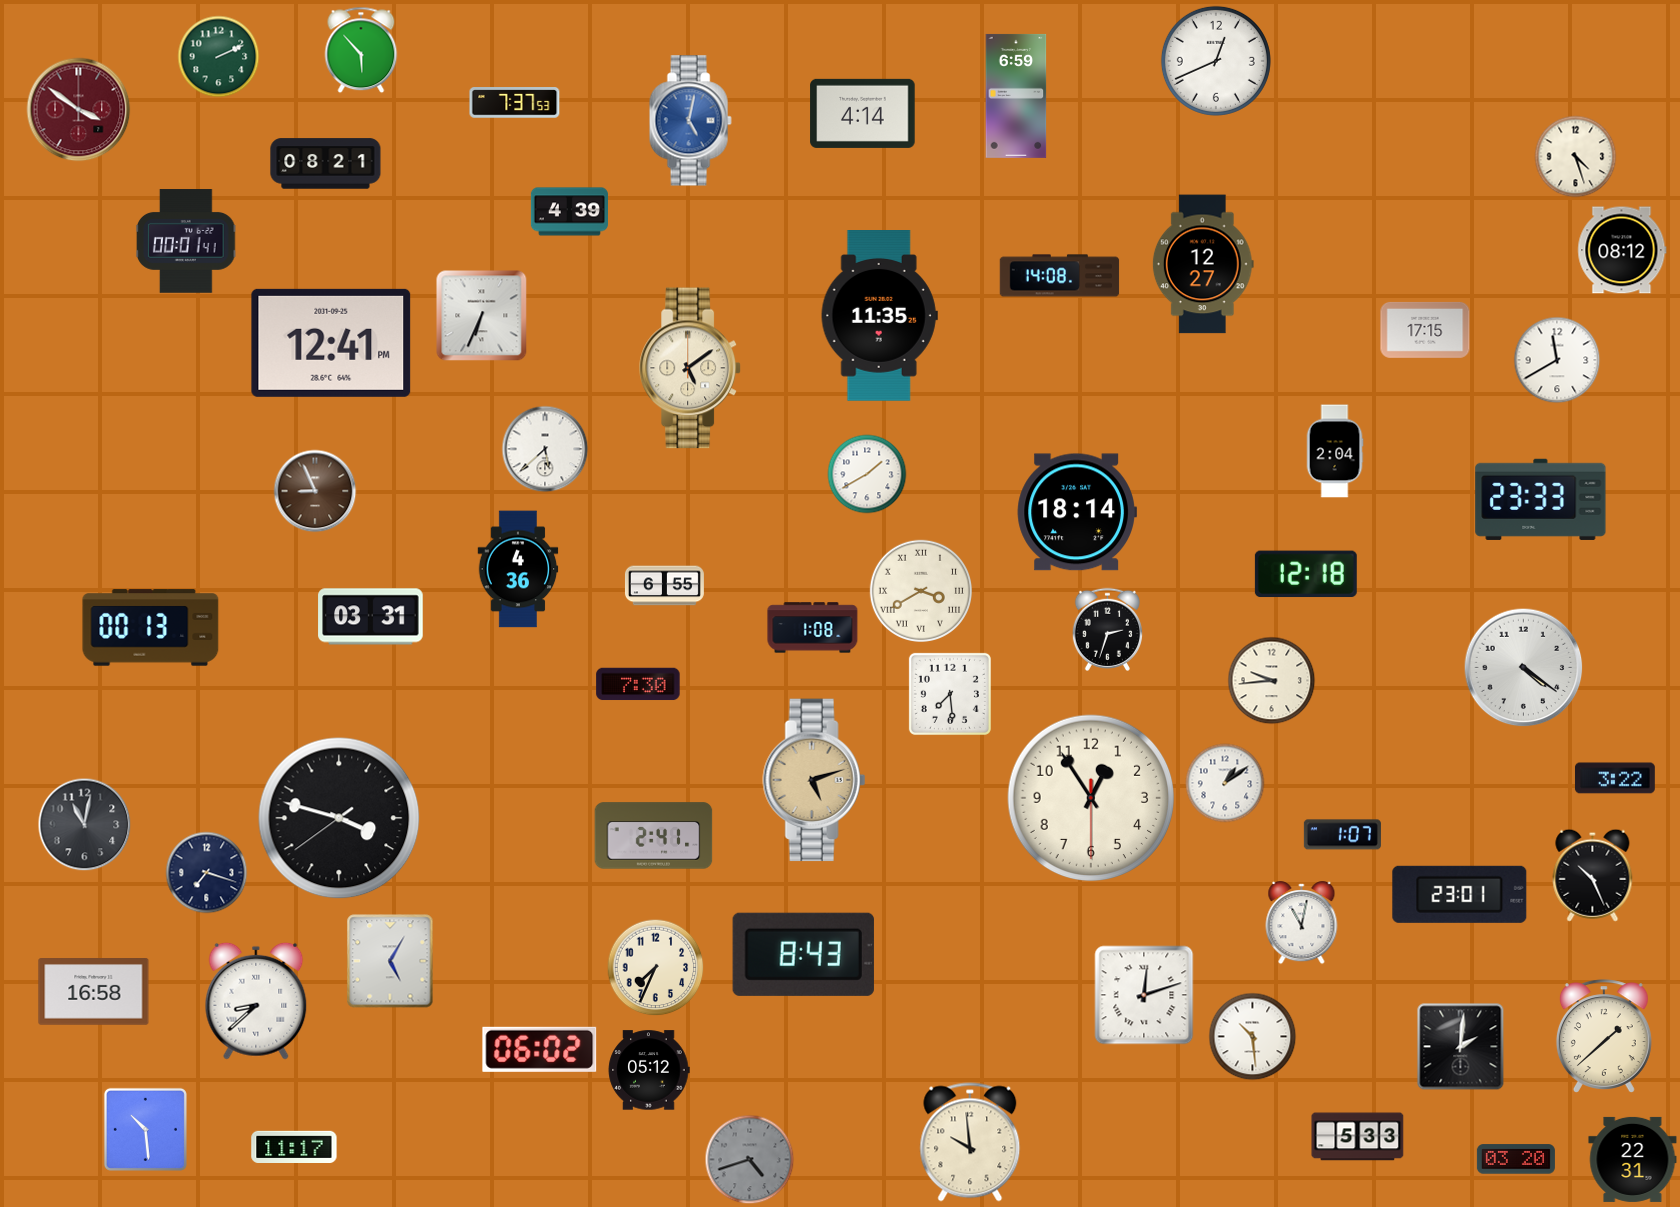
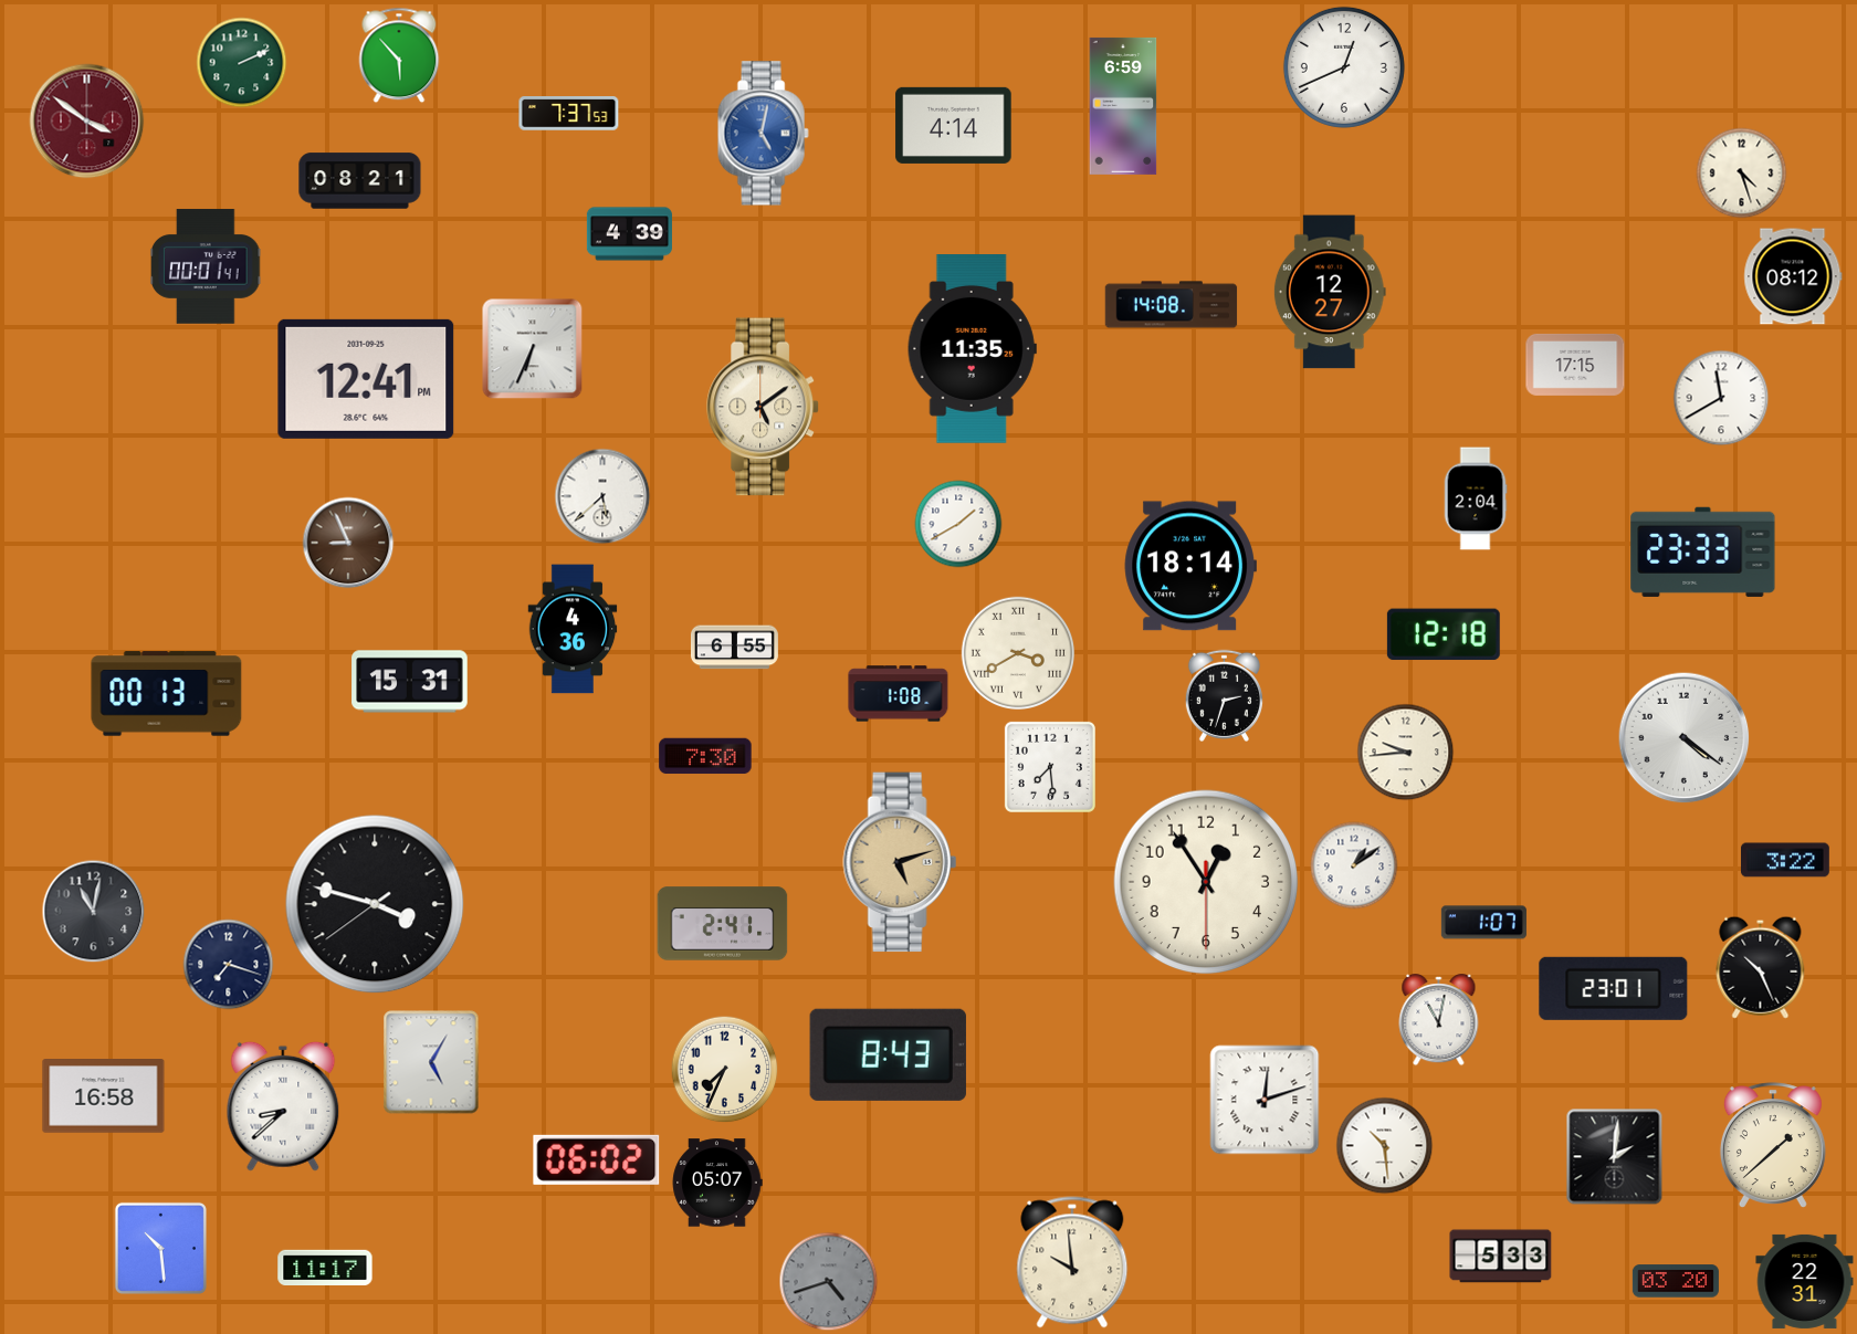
clock at (371, 617): 03:31 -> 15:31
clock at (649, 1070): 05:12 -> 05:07
